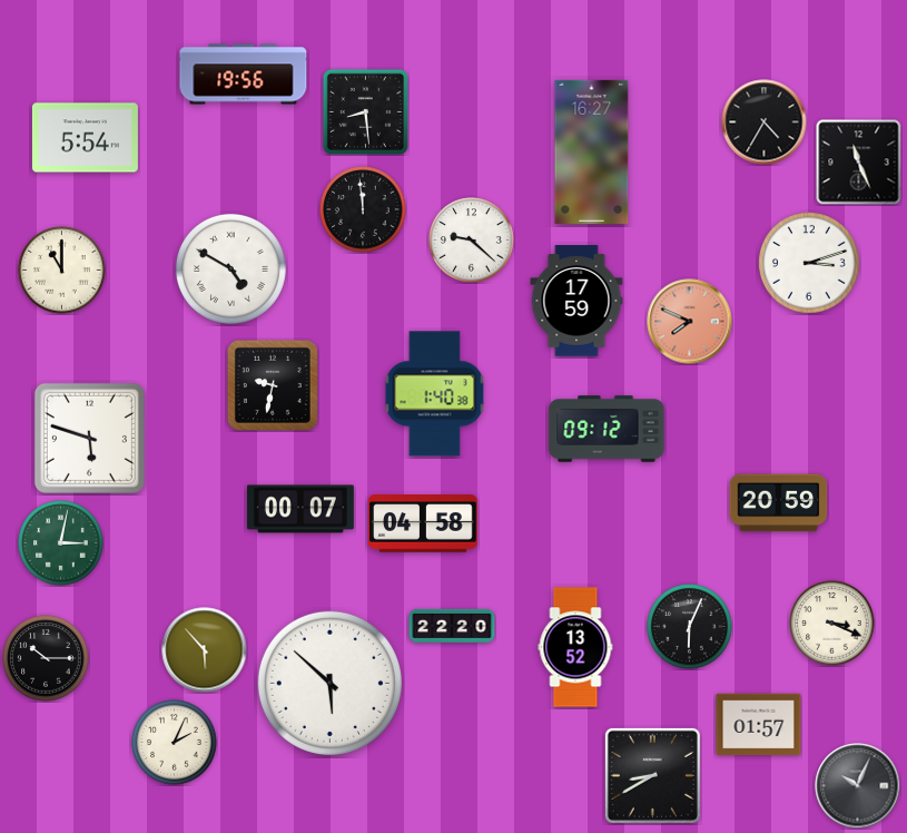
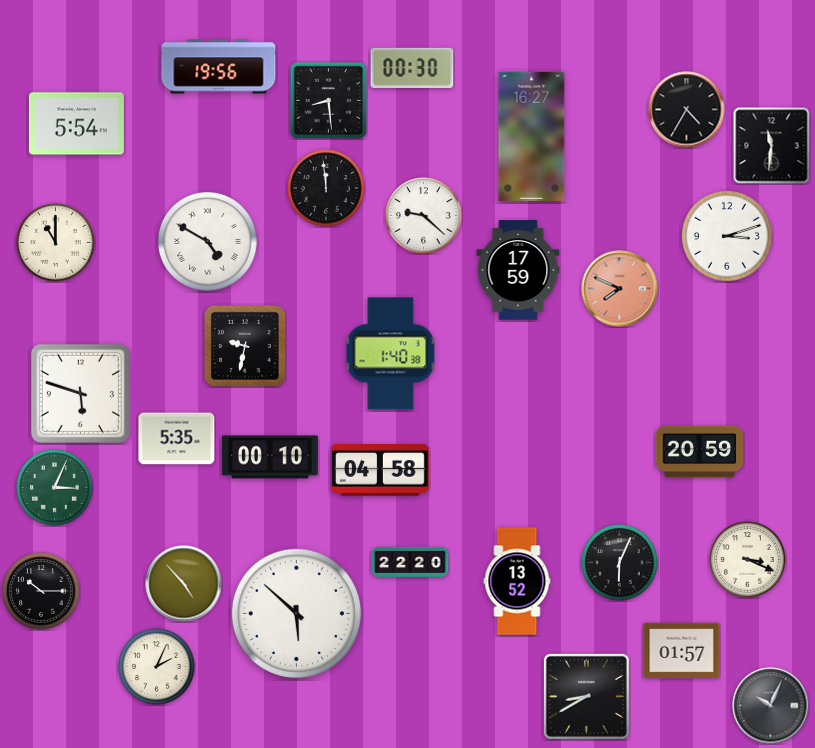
clock at (412, 67): none -> 00:30
clock at (859, 163): 11:26 -> 11:31
clock at (607, 429): 09:12 -> none
clock at (177, 439): none -> 5:35
clock at (300, 509): 00:07 -> 00:10
clock at (61, 543): 3:02 -> 3:04
clock at (452, 626) position: (452, 626) -> (410, 562)
clock at (205, 650): 5:53 -> 4:53
